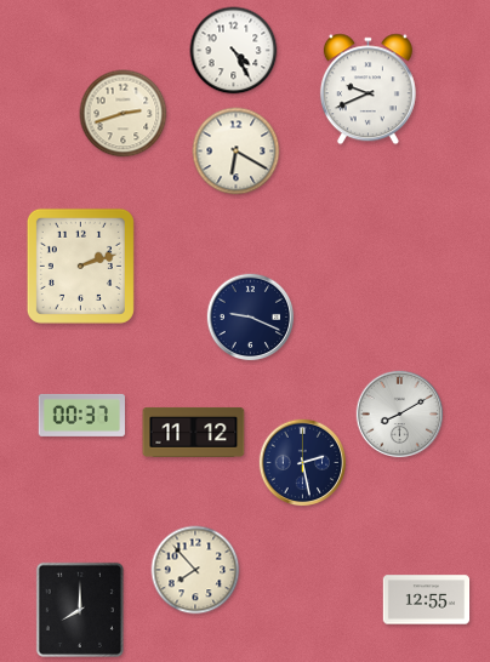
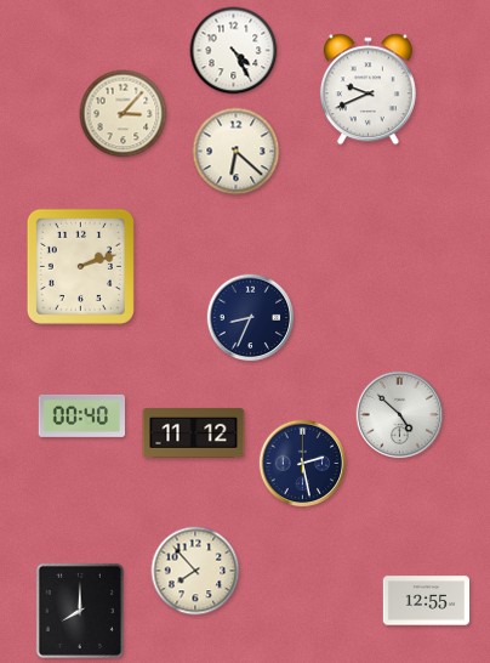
clock at (124, 114): 2:42 -> 3:07
clock at (237, 152): 6:20 -> 6:22
clock at (251, 318): 9:19 -> 8:34
clock at (82, 415): 00:37 -> 00:40
clock at (400, 415): 8:10 -> 4:52
